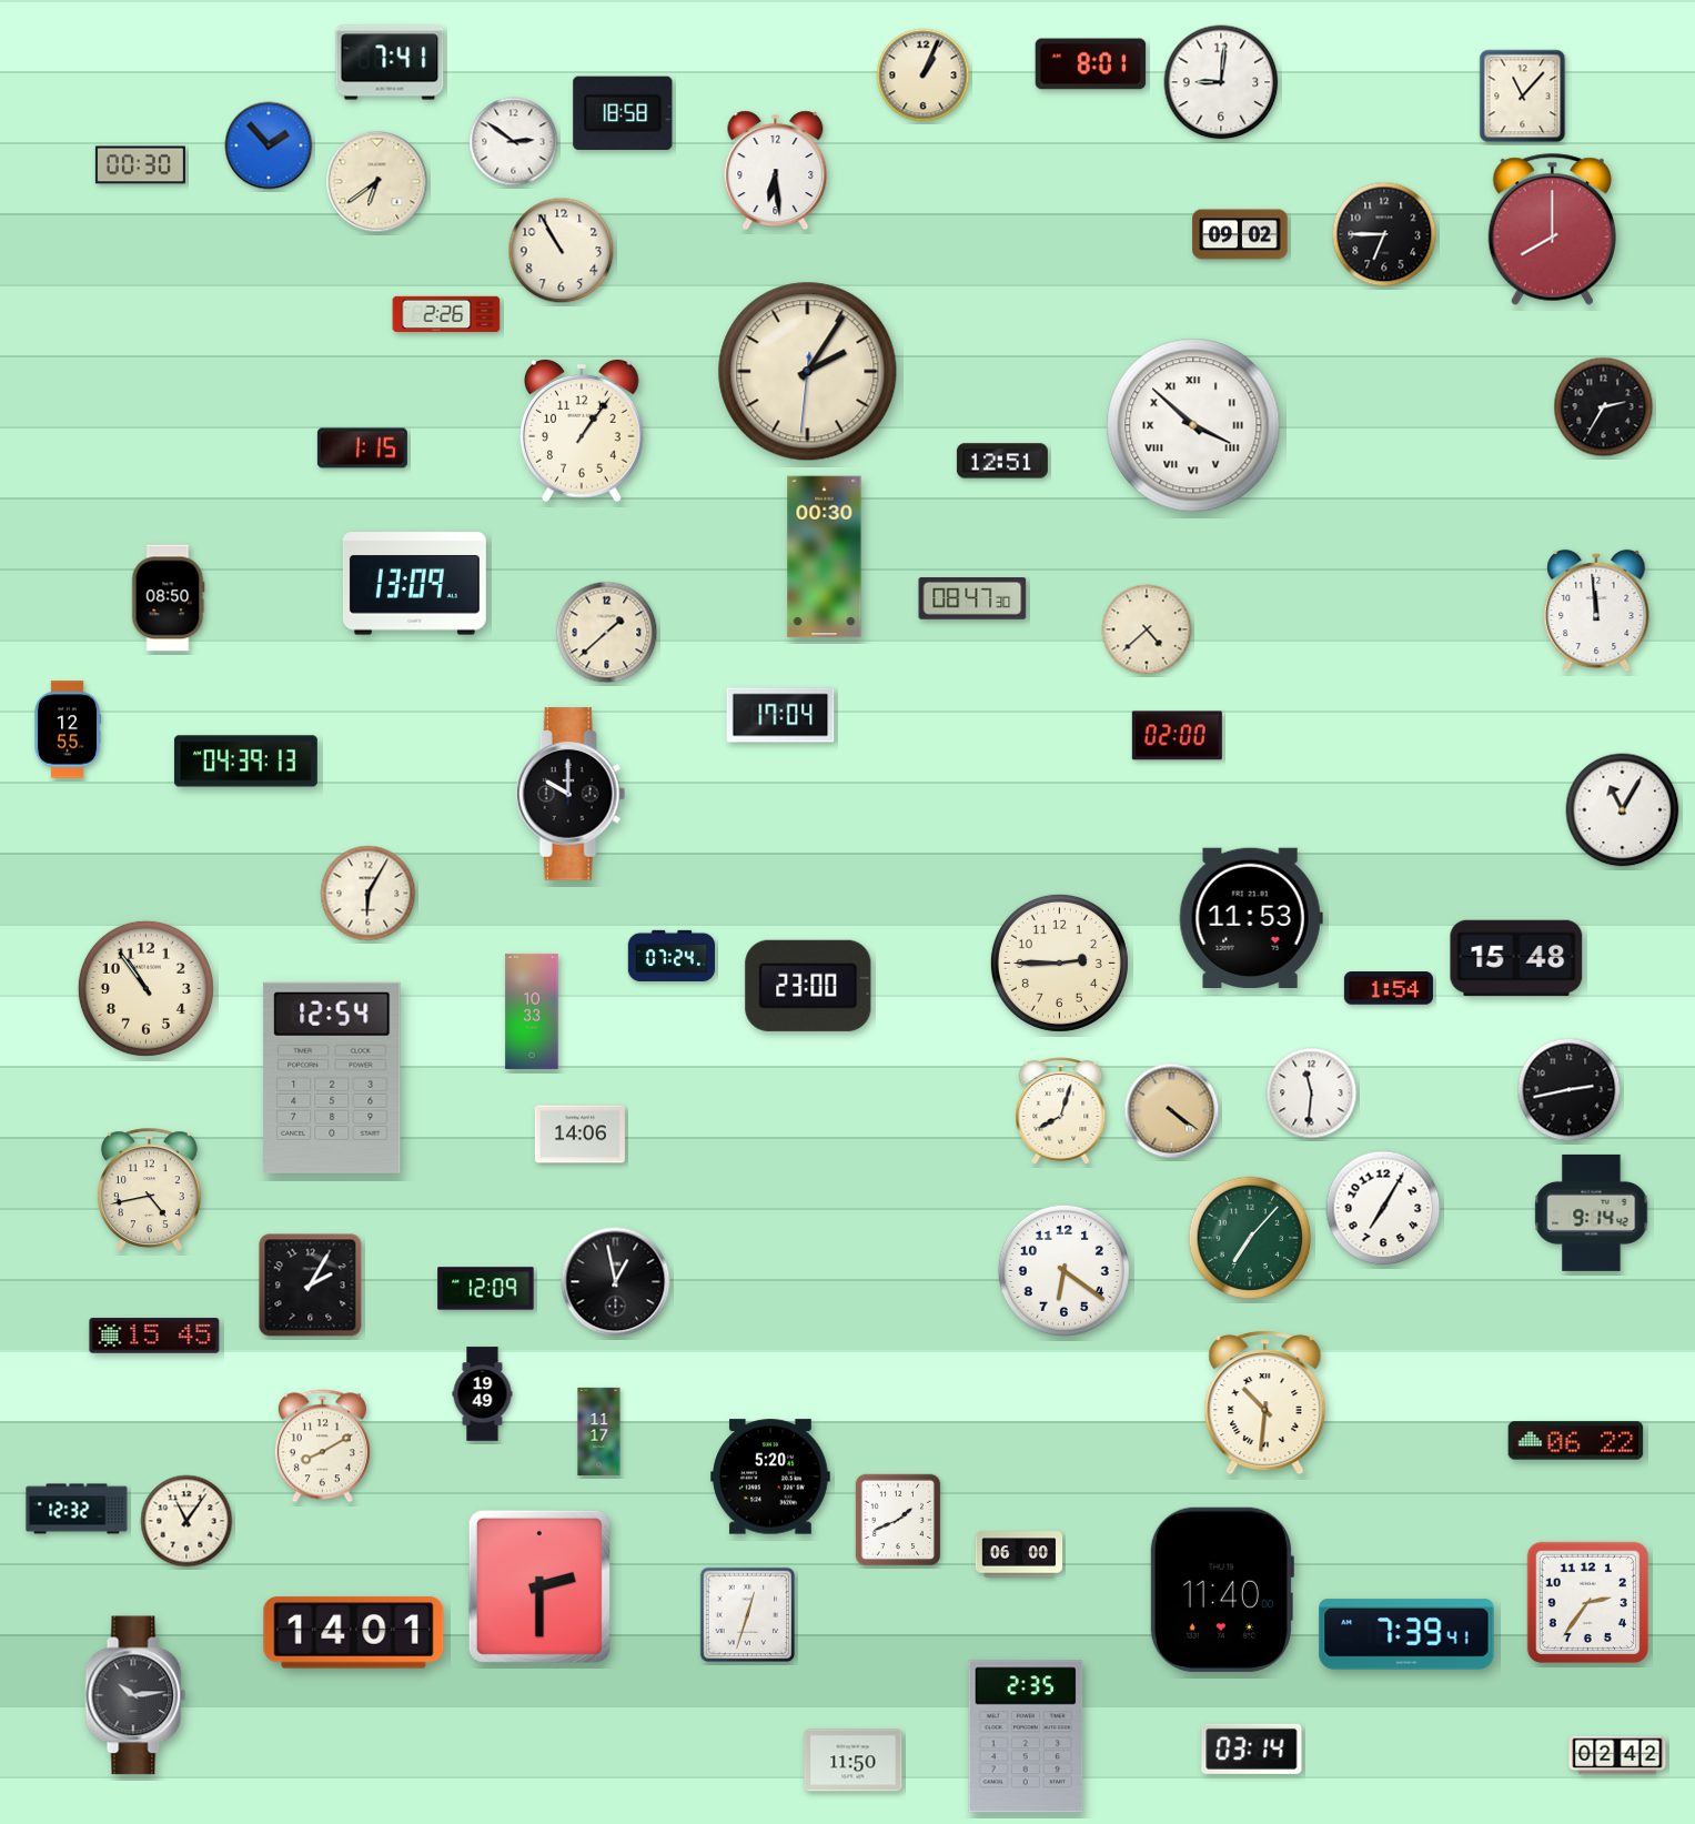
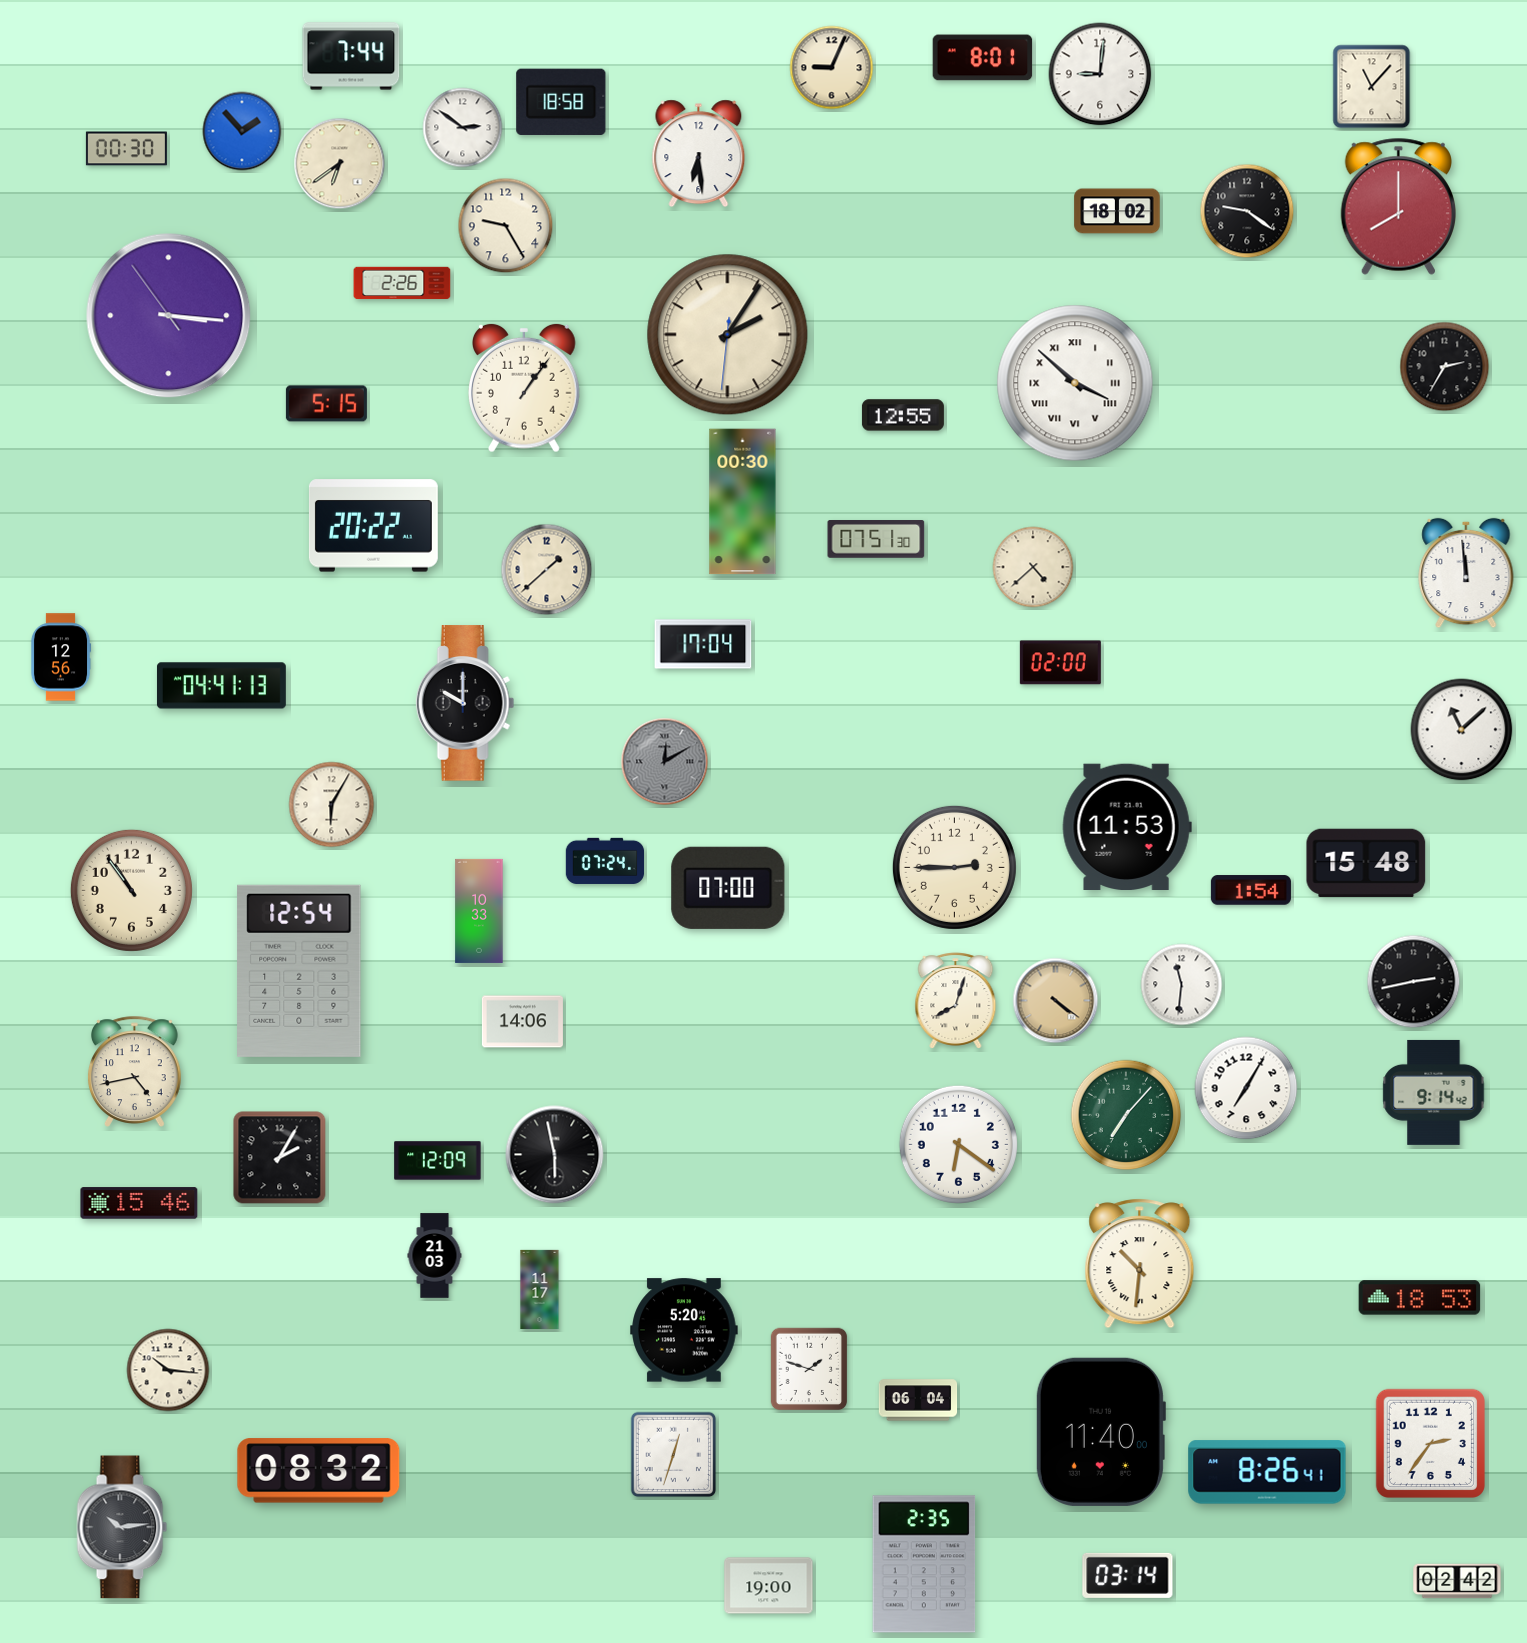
clock at (390, 62): 7:41 -> 7:44
clock at (924, 75): 1:04 -> 9:04
clock at (1240, 234): 09:02 -> 18:02
clock at (1384, 234): 6:45 -> 9:21
clock at (562, 251): 10:55 -> 9:25
clock at (169, 316): none -> 3:15
clock at (362, 449): 1:15 -> 5:15
clock at (1002, 461): 12:51 -> 12:55
clock at (414, 584): 13:09 -> 20:22
clock at (169, 598): 08:50 -> none
clock at (972, 599): 08:47 -> 07:51
clock at (1596, 611) position: (1596, 611) -> (1466, 573)
clock at (68, 729): 12:55 -> 12:56
clock at (245, 762): 04:39 -> 04:41
clock at (571, 794) position: (571, 794) -> (465, 703)
clock at (1623, 810): 11:05 -> 11:08
clock at (665, 762): none -> 12:10
clock at (808, 986): 23:00 -> 07:00
clock at (616, 1282): 12:58 -> 5:58
clock at (154, 1336): 15:45 -> 15:46
clock at (483, 1394): 19:49 -> 21:03
clock at (1576, 1441): 06:22 -> 18:53
clock at (322, 1447): 8:10 -> none
clock at (770, 1477) position: (770, 1477) -> (684, 1330)
clock at (77, 1509): 12:32 -> none
clock at (898, 1520): 1:41 -> 1:48
clock at (186, 1521): 11:06 -> 10:16
clock at (1019, 1554): 06:00 -> 06:04
clock at (539, 1586): 2:30 -> none
clock at (354, 1633): 14:01 -> 08:32
clock at (1406, 1634): 7:39 -> 8:26
clock at (854, 1761): 11:50 -> 19:00
